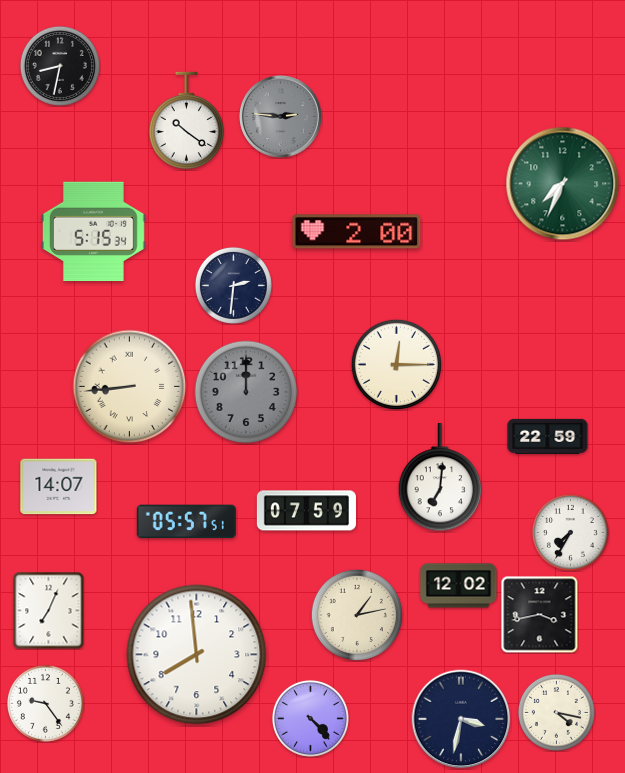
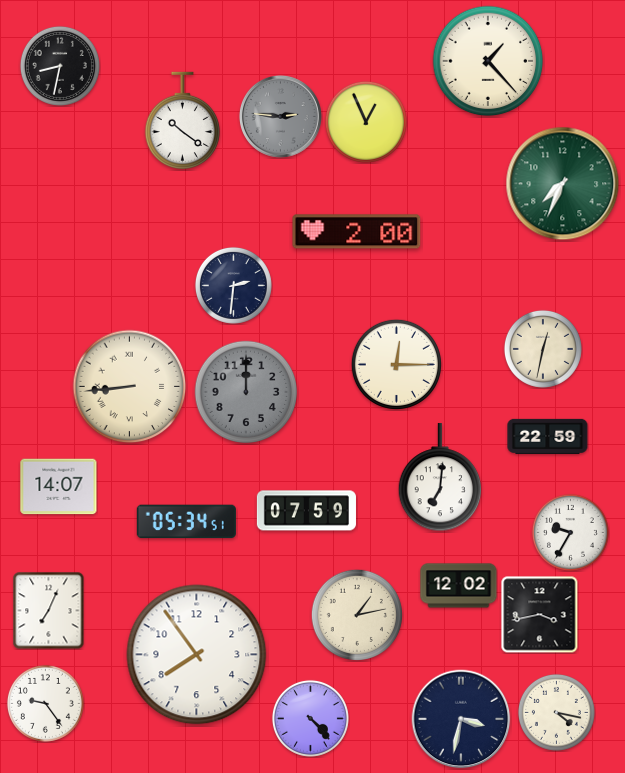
clock at (488, 61): none -> 1:23
clock at (186, 121) position: (186, 121) -> (182, 121)
clock at (366, 122): none -> 12:56
clock at (93, 232): 5:15 -> none
clock at (543, 349): none -> 12:32
clock at (186, 522): 05:57 -> 05:34
clock at (570, 532): 7:35 -> 9:35
clock at (197, 655): 7:59 -> 7:54
